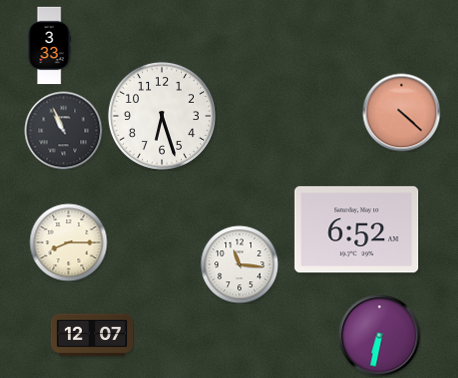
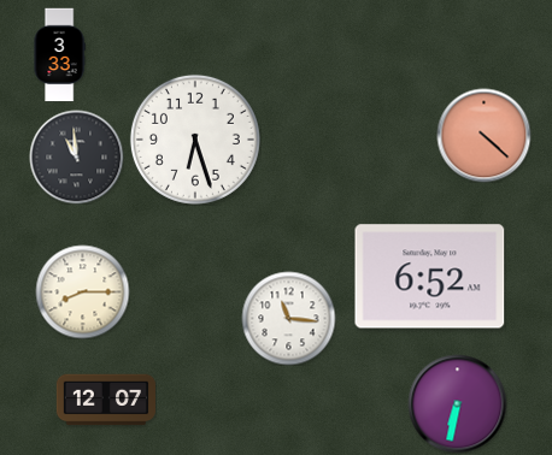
clock at (63, 130): 10:56 -> 10:59
clock at (91, 335) position: (91, 335) -> (105, 400)
